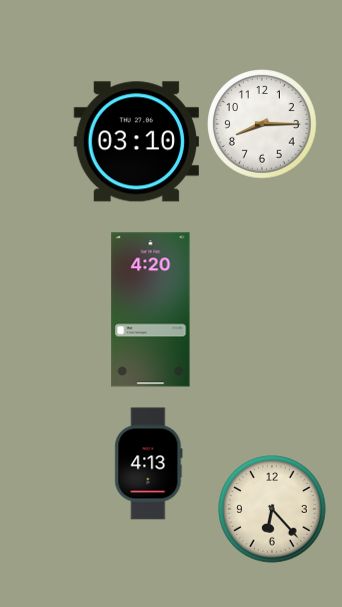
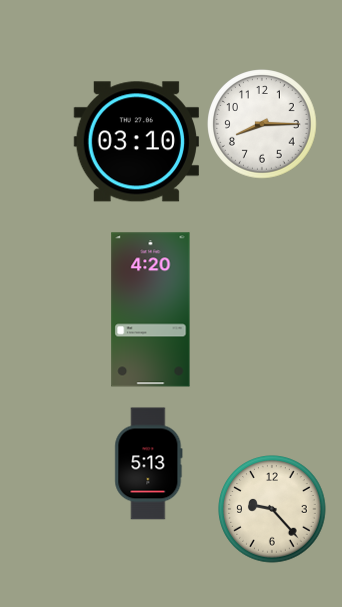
clock at (149, 464): 4:13 -> 5:13
clock at (272, 509): 6:23 -> 9:23
